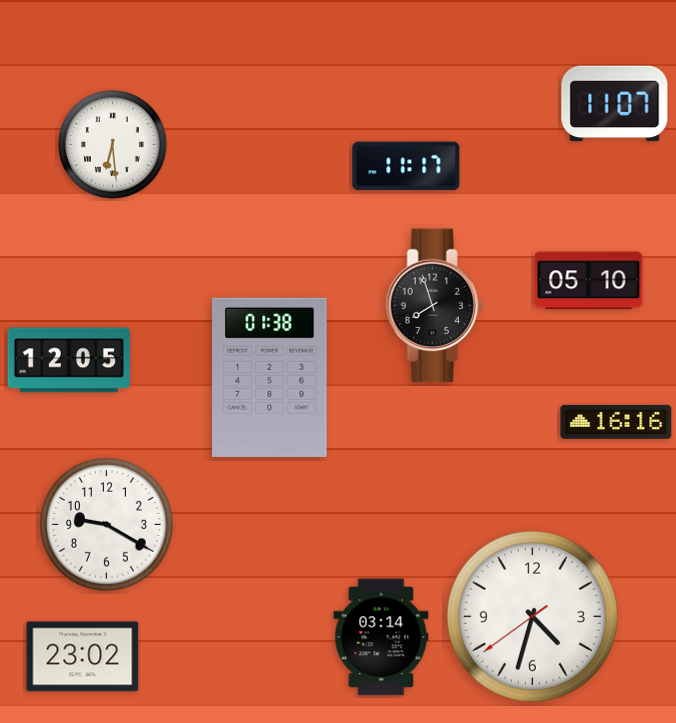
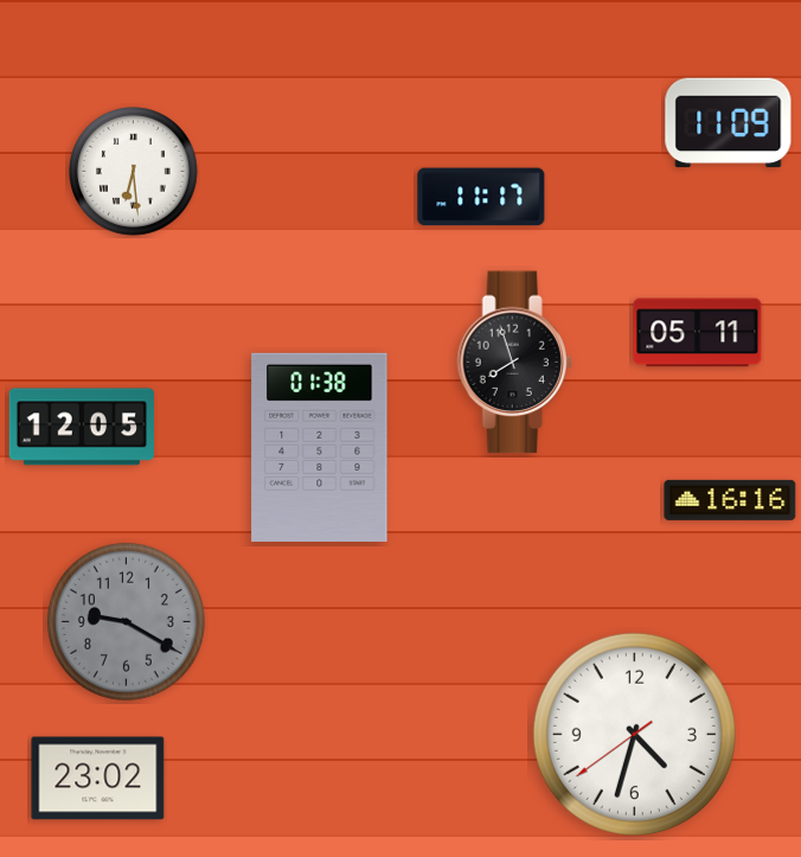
clock at (615, 104): 11:07 -> 11:09
clock at (589, 281): 05:10 -> 05:11
clock at (106, 524) dial: white -> grey
clock at (532, 616) position: (532, 616) -> (634, 734)
clock at (381, 637): 03:14 -> none
